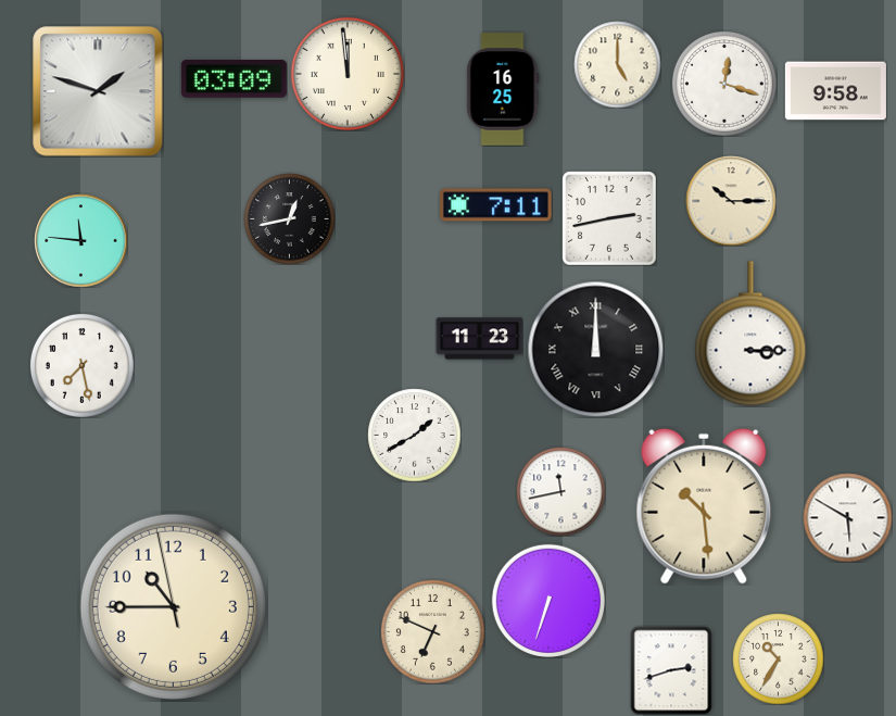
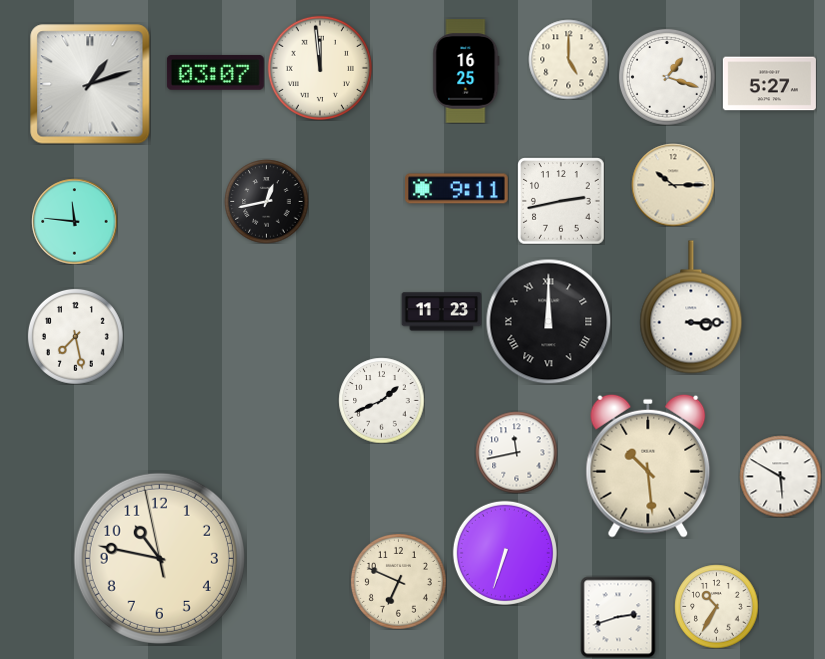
clock at (234, 78): 03:09 -> 03:07
clock at (724, 84): 12:18 -> 1:18
clock at (503, 89) position: (503, 89) -> (466, 71)
clock at (98, 91): 1:48 -> 1:12
clock at (835, 91): 9:58 -> 5:27
clock at (496, 205): 7:11 -> 9:11
clock at (414, 435): 1:40 -> 1:41
clock at (173, 606): 10:44 -> 10:46
